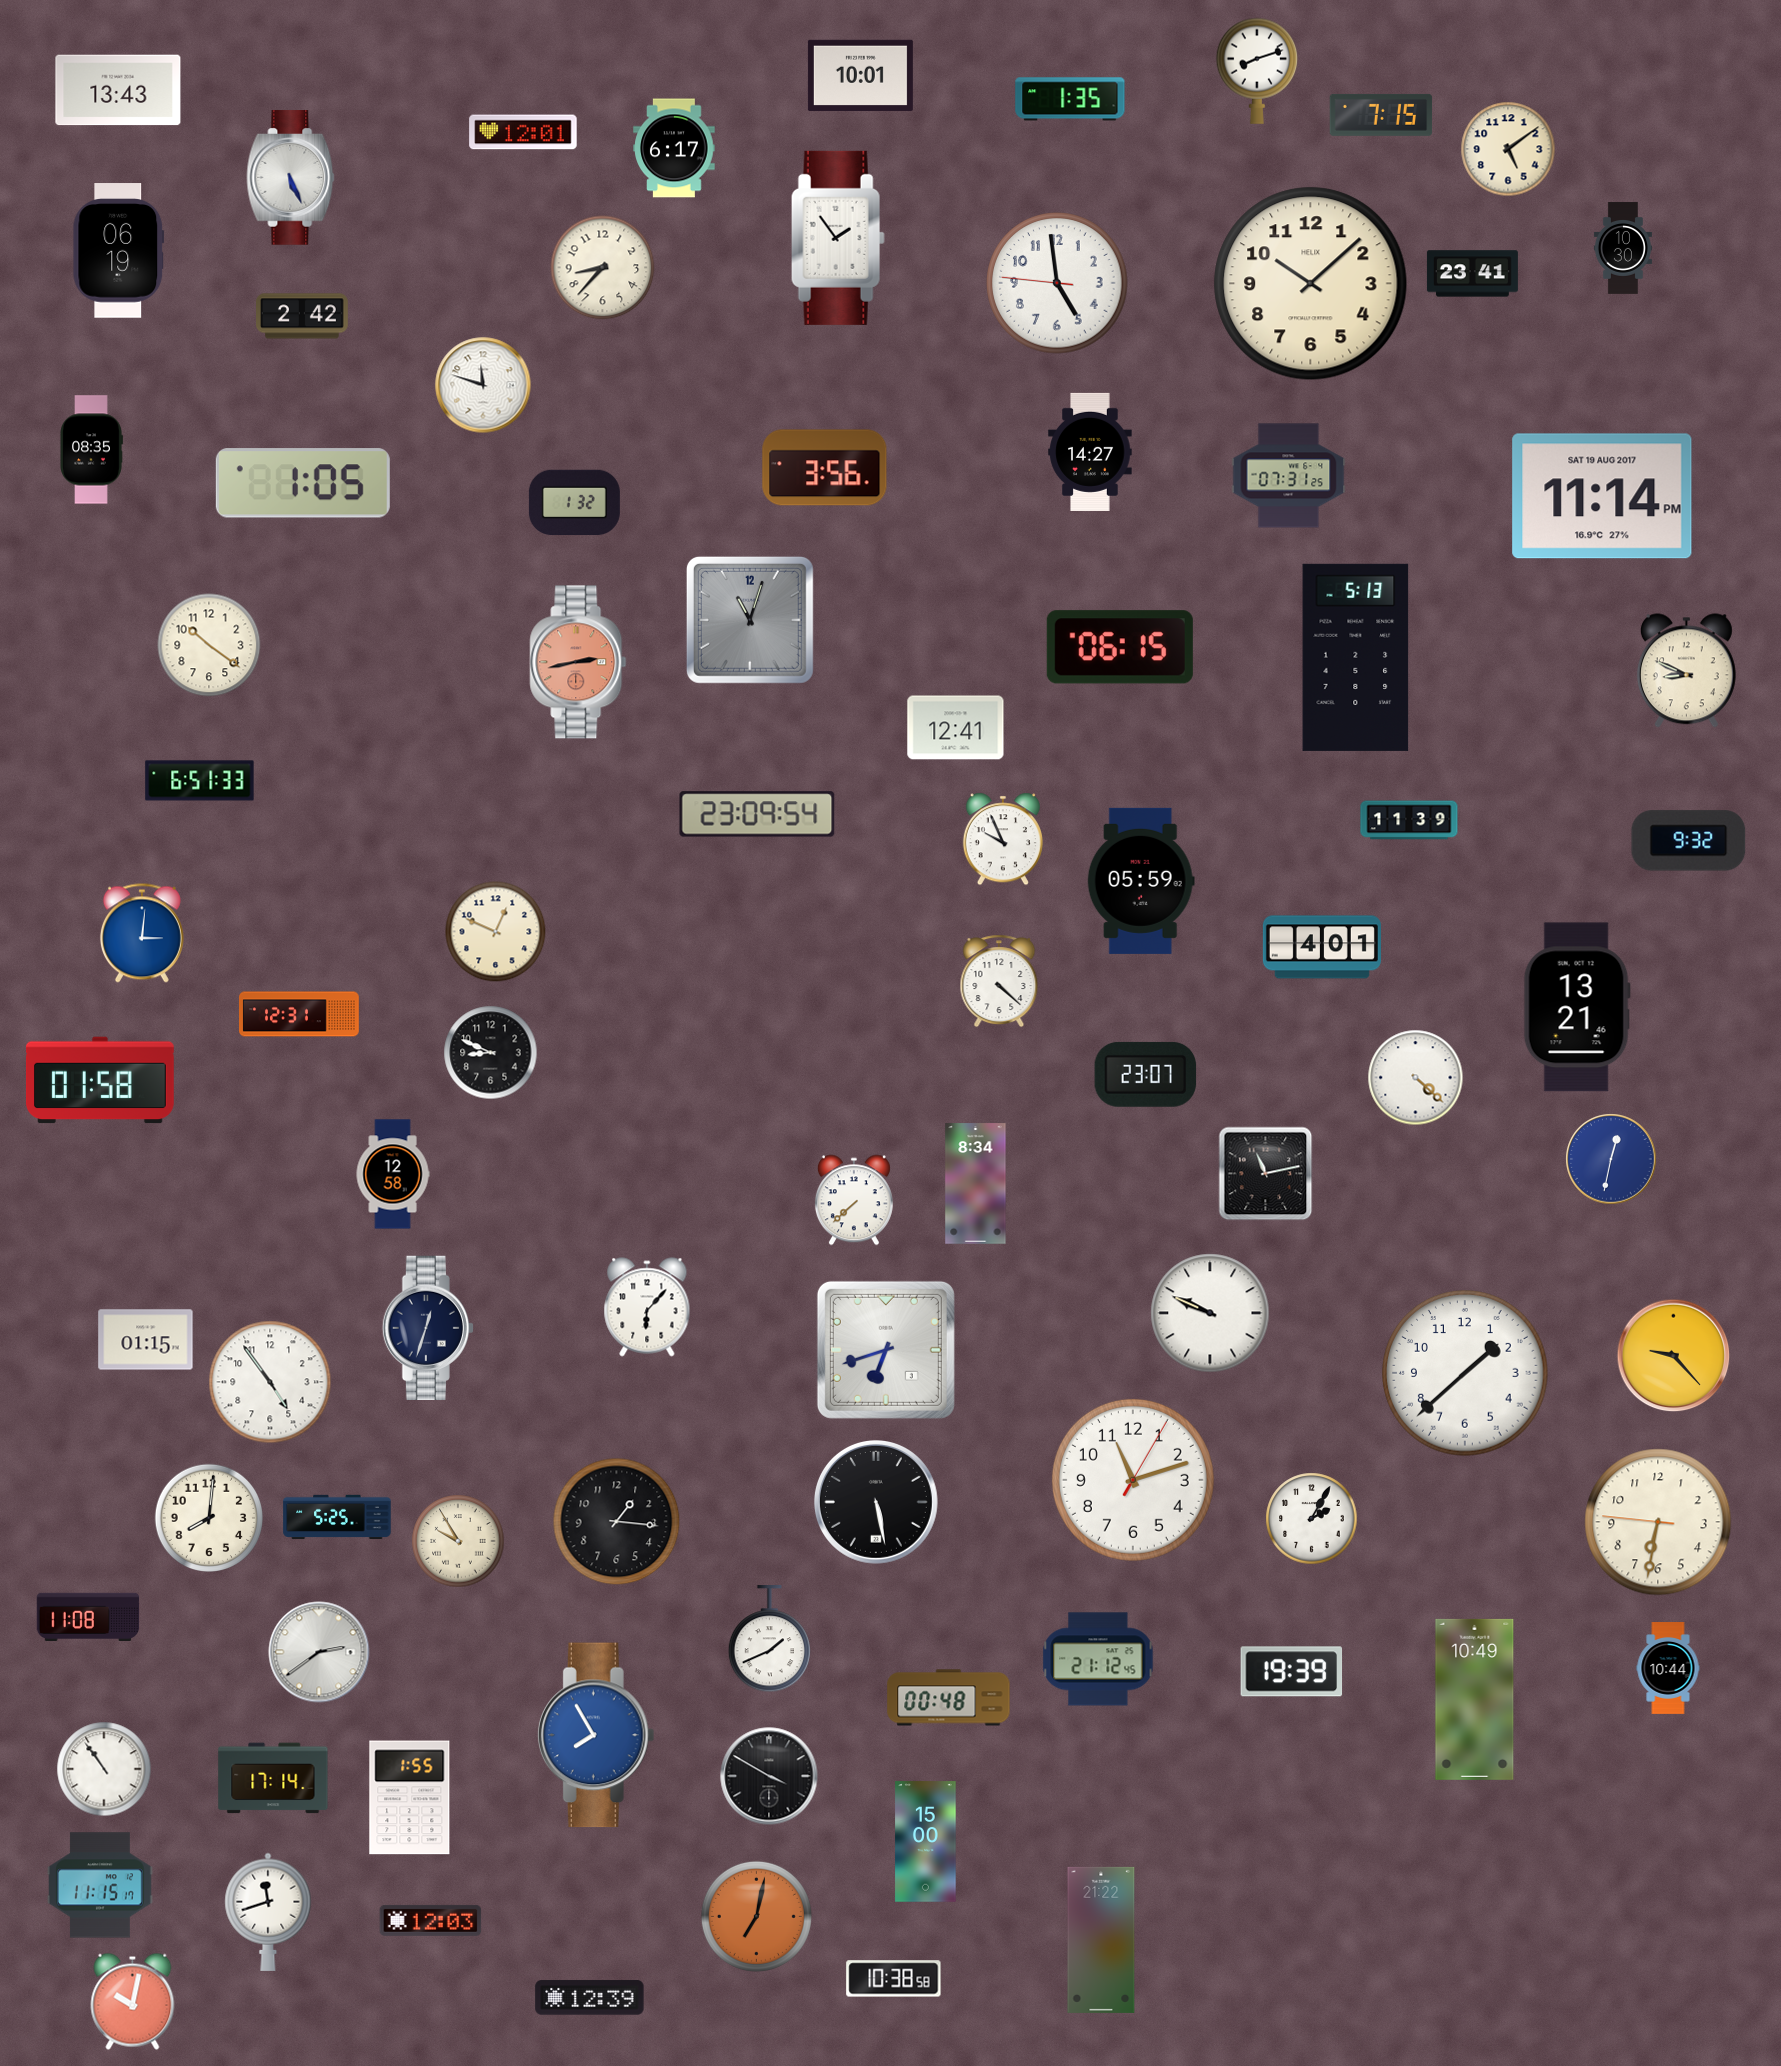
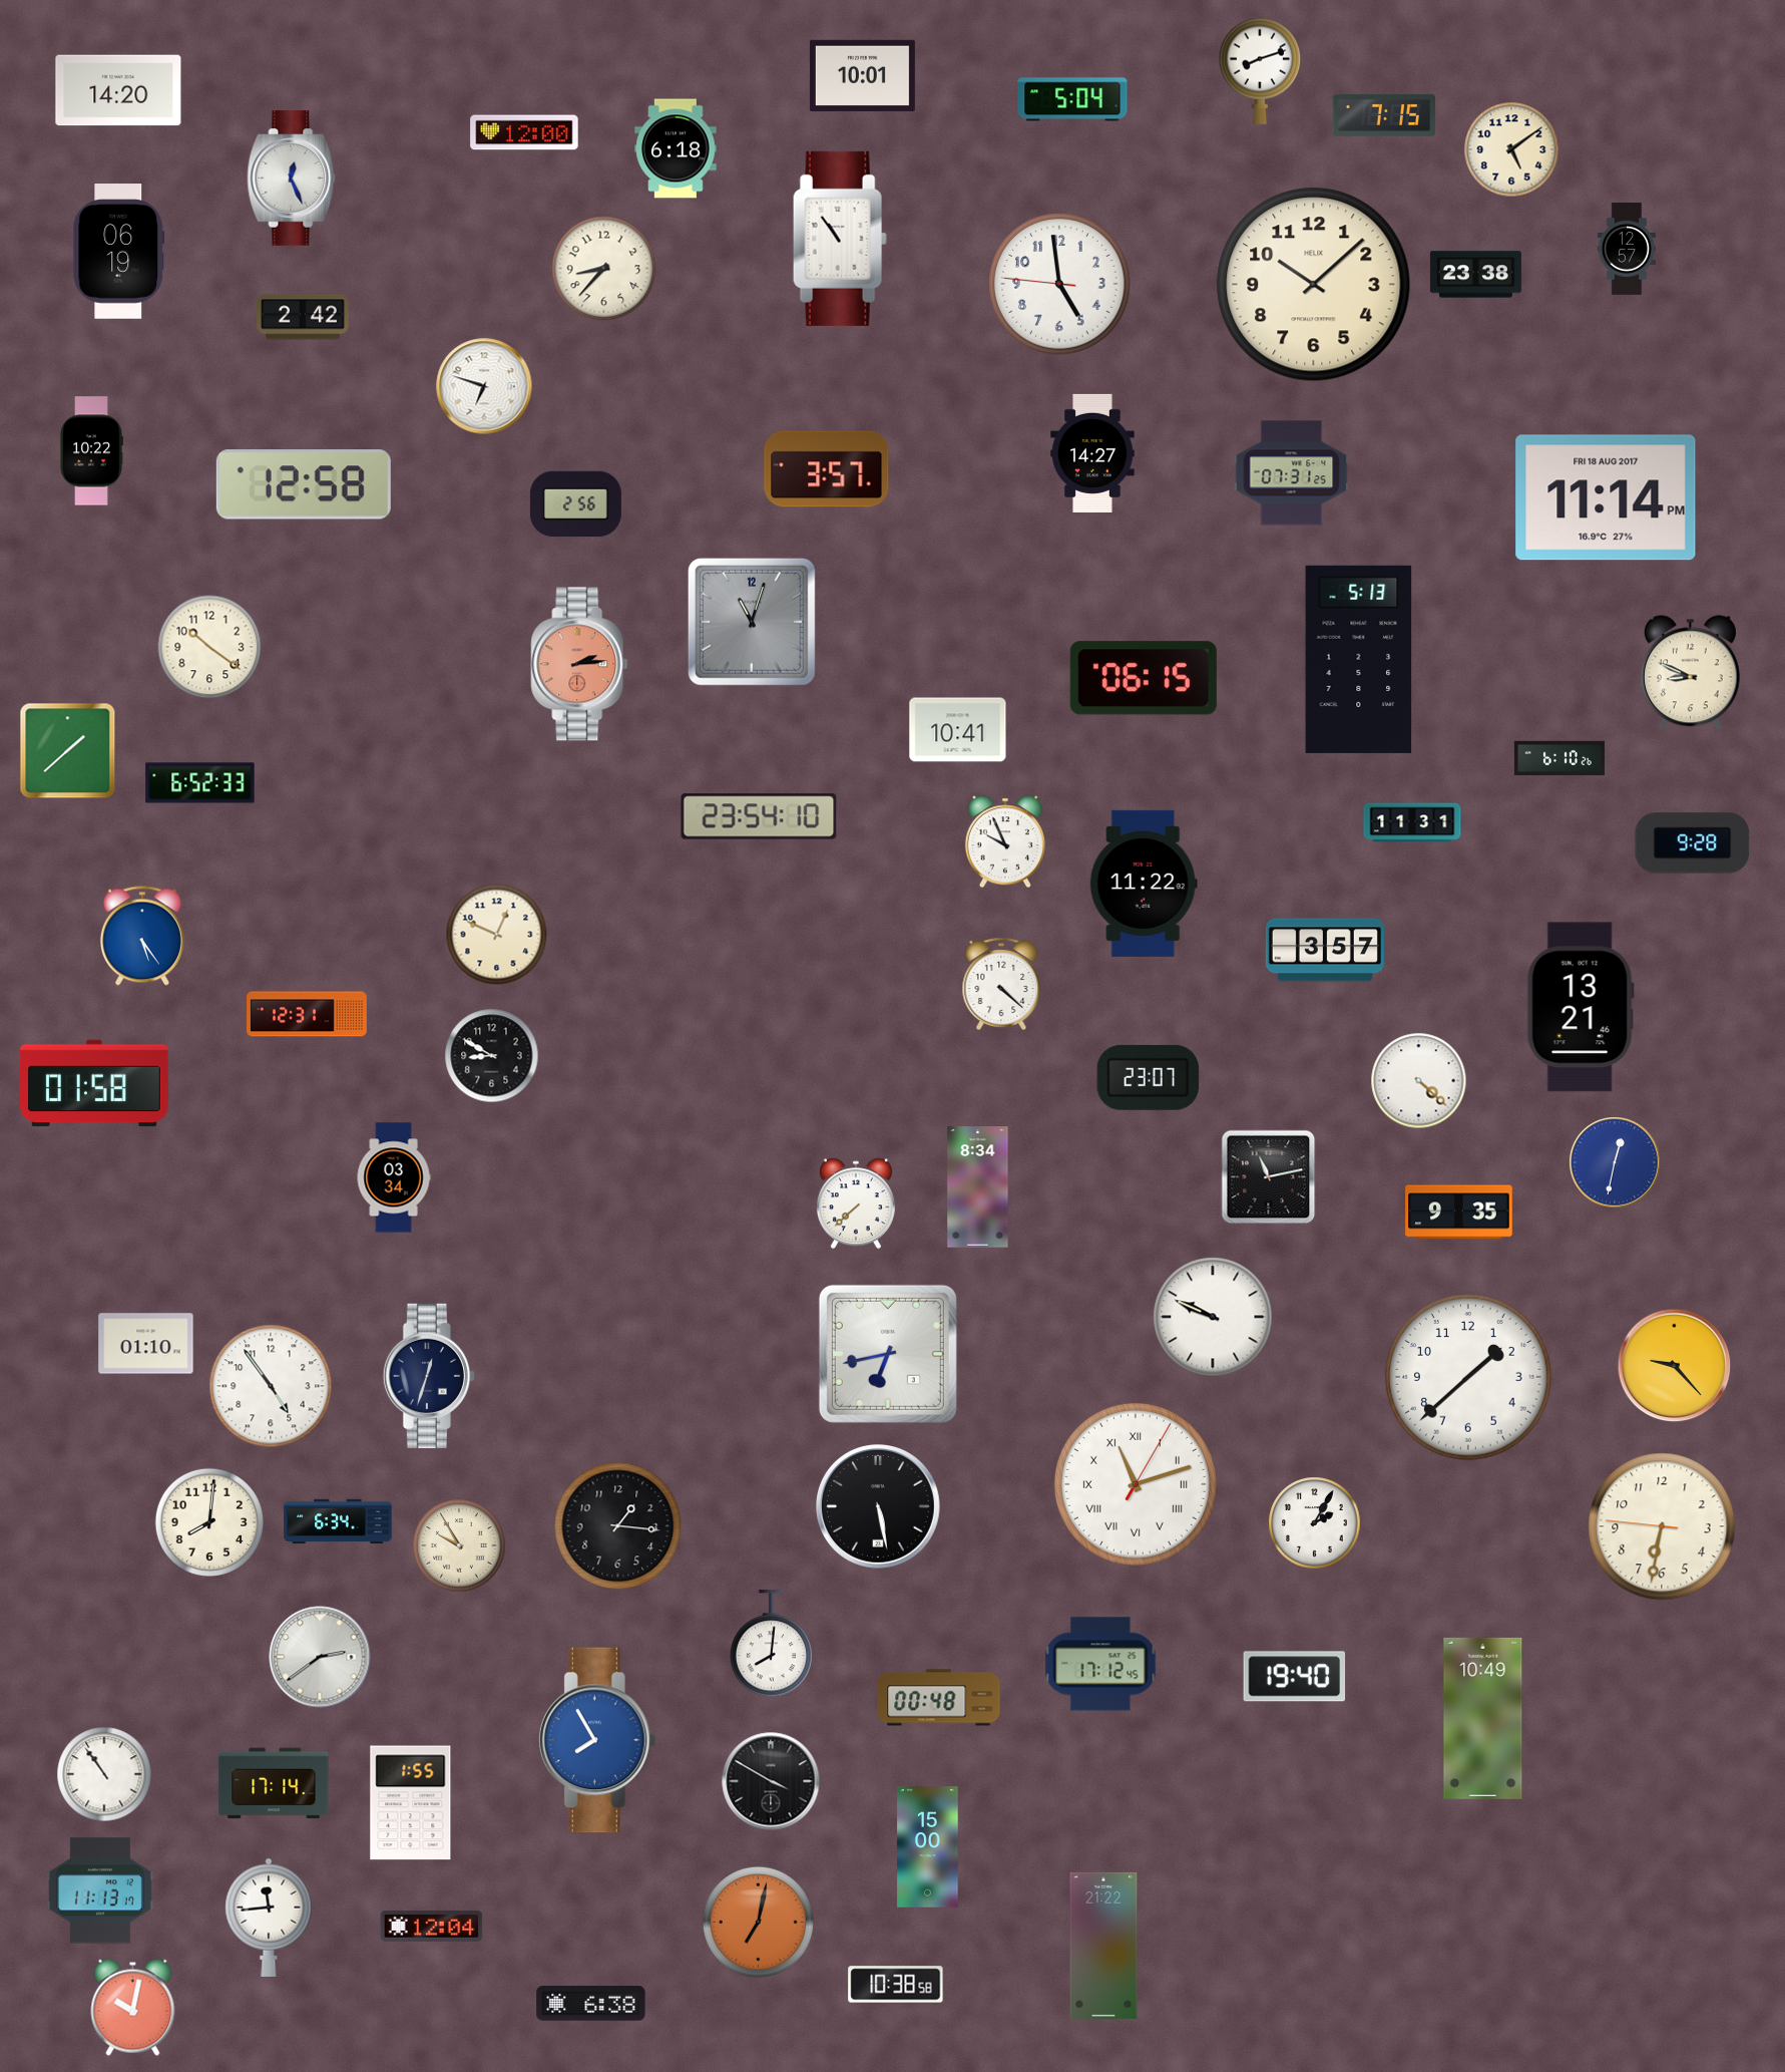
clock at (118, 90): 13:43 -> 14:20
clock at (1070, 99): 1:35 -> 5:04
clock at (523, 132): 12:01 -> 12:00
clock at (674, 148): 6:17 -> 6:18
clock at (291, 178): 5:26 -> 12:26
clock at (838, 238): 1:54 -> 10:54
clock at (1623, 248): 10:30 -> 12:57
clock at (1472, 274): 23:41 -> 23:38
clock at (483, 385): 11:48 -> 6:48
clock at (91, 450): 08:35 -> 10:22
clock at (825, 468): 3:56 -> 3:57
clock at (1289, 476) position: (1289, 476) -> (1292, 473)
clock at (303, 483): 1:05 -> 12:58
clock at (1602, 496) date: SAT 19 AUG 2017 -> FRI 18 AUG 2017
clock at (574, 503): 1:32 -> 2:56
clock at (1120, 647) position: (1120, 647) -> (1144, 678)
clock at (578, 662): 2:43 -> 2:14
clock at (956, 728): 12:41 -> 10:41
clock at (68, 751): none -> 1:38
clock at (1559, 758): none -> 6:10
clock at (200, 781): 6:51 -> 6:52
clock at (757, 814): 23:09 -> 23:54
clock at (1409, 820): 11:39 -> 11:31
clock at (1689, 841): 9:32 -> 9:28
clock at (1141, 881): 05:59 -> 11:22
clock at (142, 933): 3:01 -> 5:24
clock at (1322, 947): 4:01 -> 3:57
clock at (1577, 1007) position: (1577, 1007) -> (1581, 1007)
clock at (300, 1014) position: (300, 1014) -> (308, 1014)
clock at (491, 1053): 8:49 -> 8:50
clock at (100, 1080) position: (100, 1080) -> (94, 1083)
clock at (393, 1174): 12:58 -> 03:34
clock at (1459, 1213): none -> 9:35
clock at (647, 1307): 6:07 -> none
clock at (428, 1327) position: (428, 1327) -> (429, 1375)
clock at (146, 1340): 01:15 -> 01:10
clock at (886, 1350): 6:42 -> 6:43
clock at (1674, 1356) position: (1674, 1356) -> (1675, 1366)
clock at (1133, 1480) numerals: Arabic -> Roman
clock at (337, 1517): 5:25 -> 6:34
clock at (88, 1616): 11:08 -> none
clock at (769, 1639): 1:41 -> 8:01
clock at (1098, 1659): 21:12 -> 17:12
clock at (1668, 1668): 10:44 -> none
clock at (1292, 1672): 19:39 -> 19:40
clock at (949, 1698) position: (949, 1698) -> (939, 1698)
clock at (1475, 1699) position: (1475, 1699) -> (1483, 1718)
clock at (100, 1885): 11:15 -> 11:13
clock at (268, 1912): 11:42 -> 11:44
clock at (431, 1920): 12:03 -> 12:04
clock at (590, 1998): 12:39 -> 6:38
